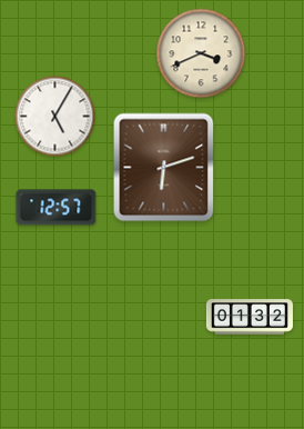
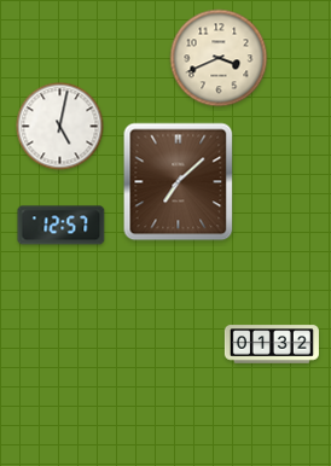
clock at (55, 117): 5:05 -> 5:02
clock at (164, 168): 6:12 -> 7:08
